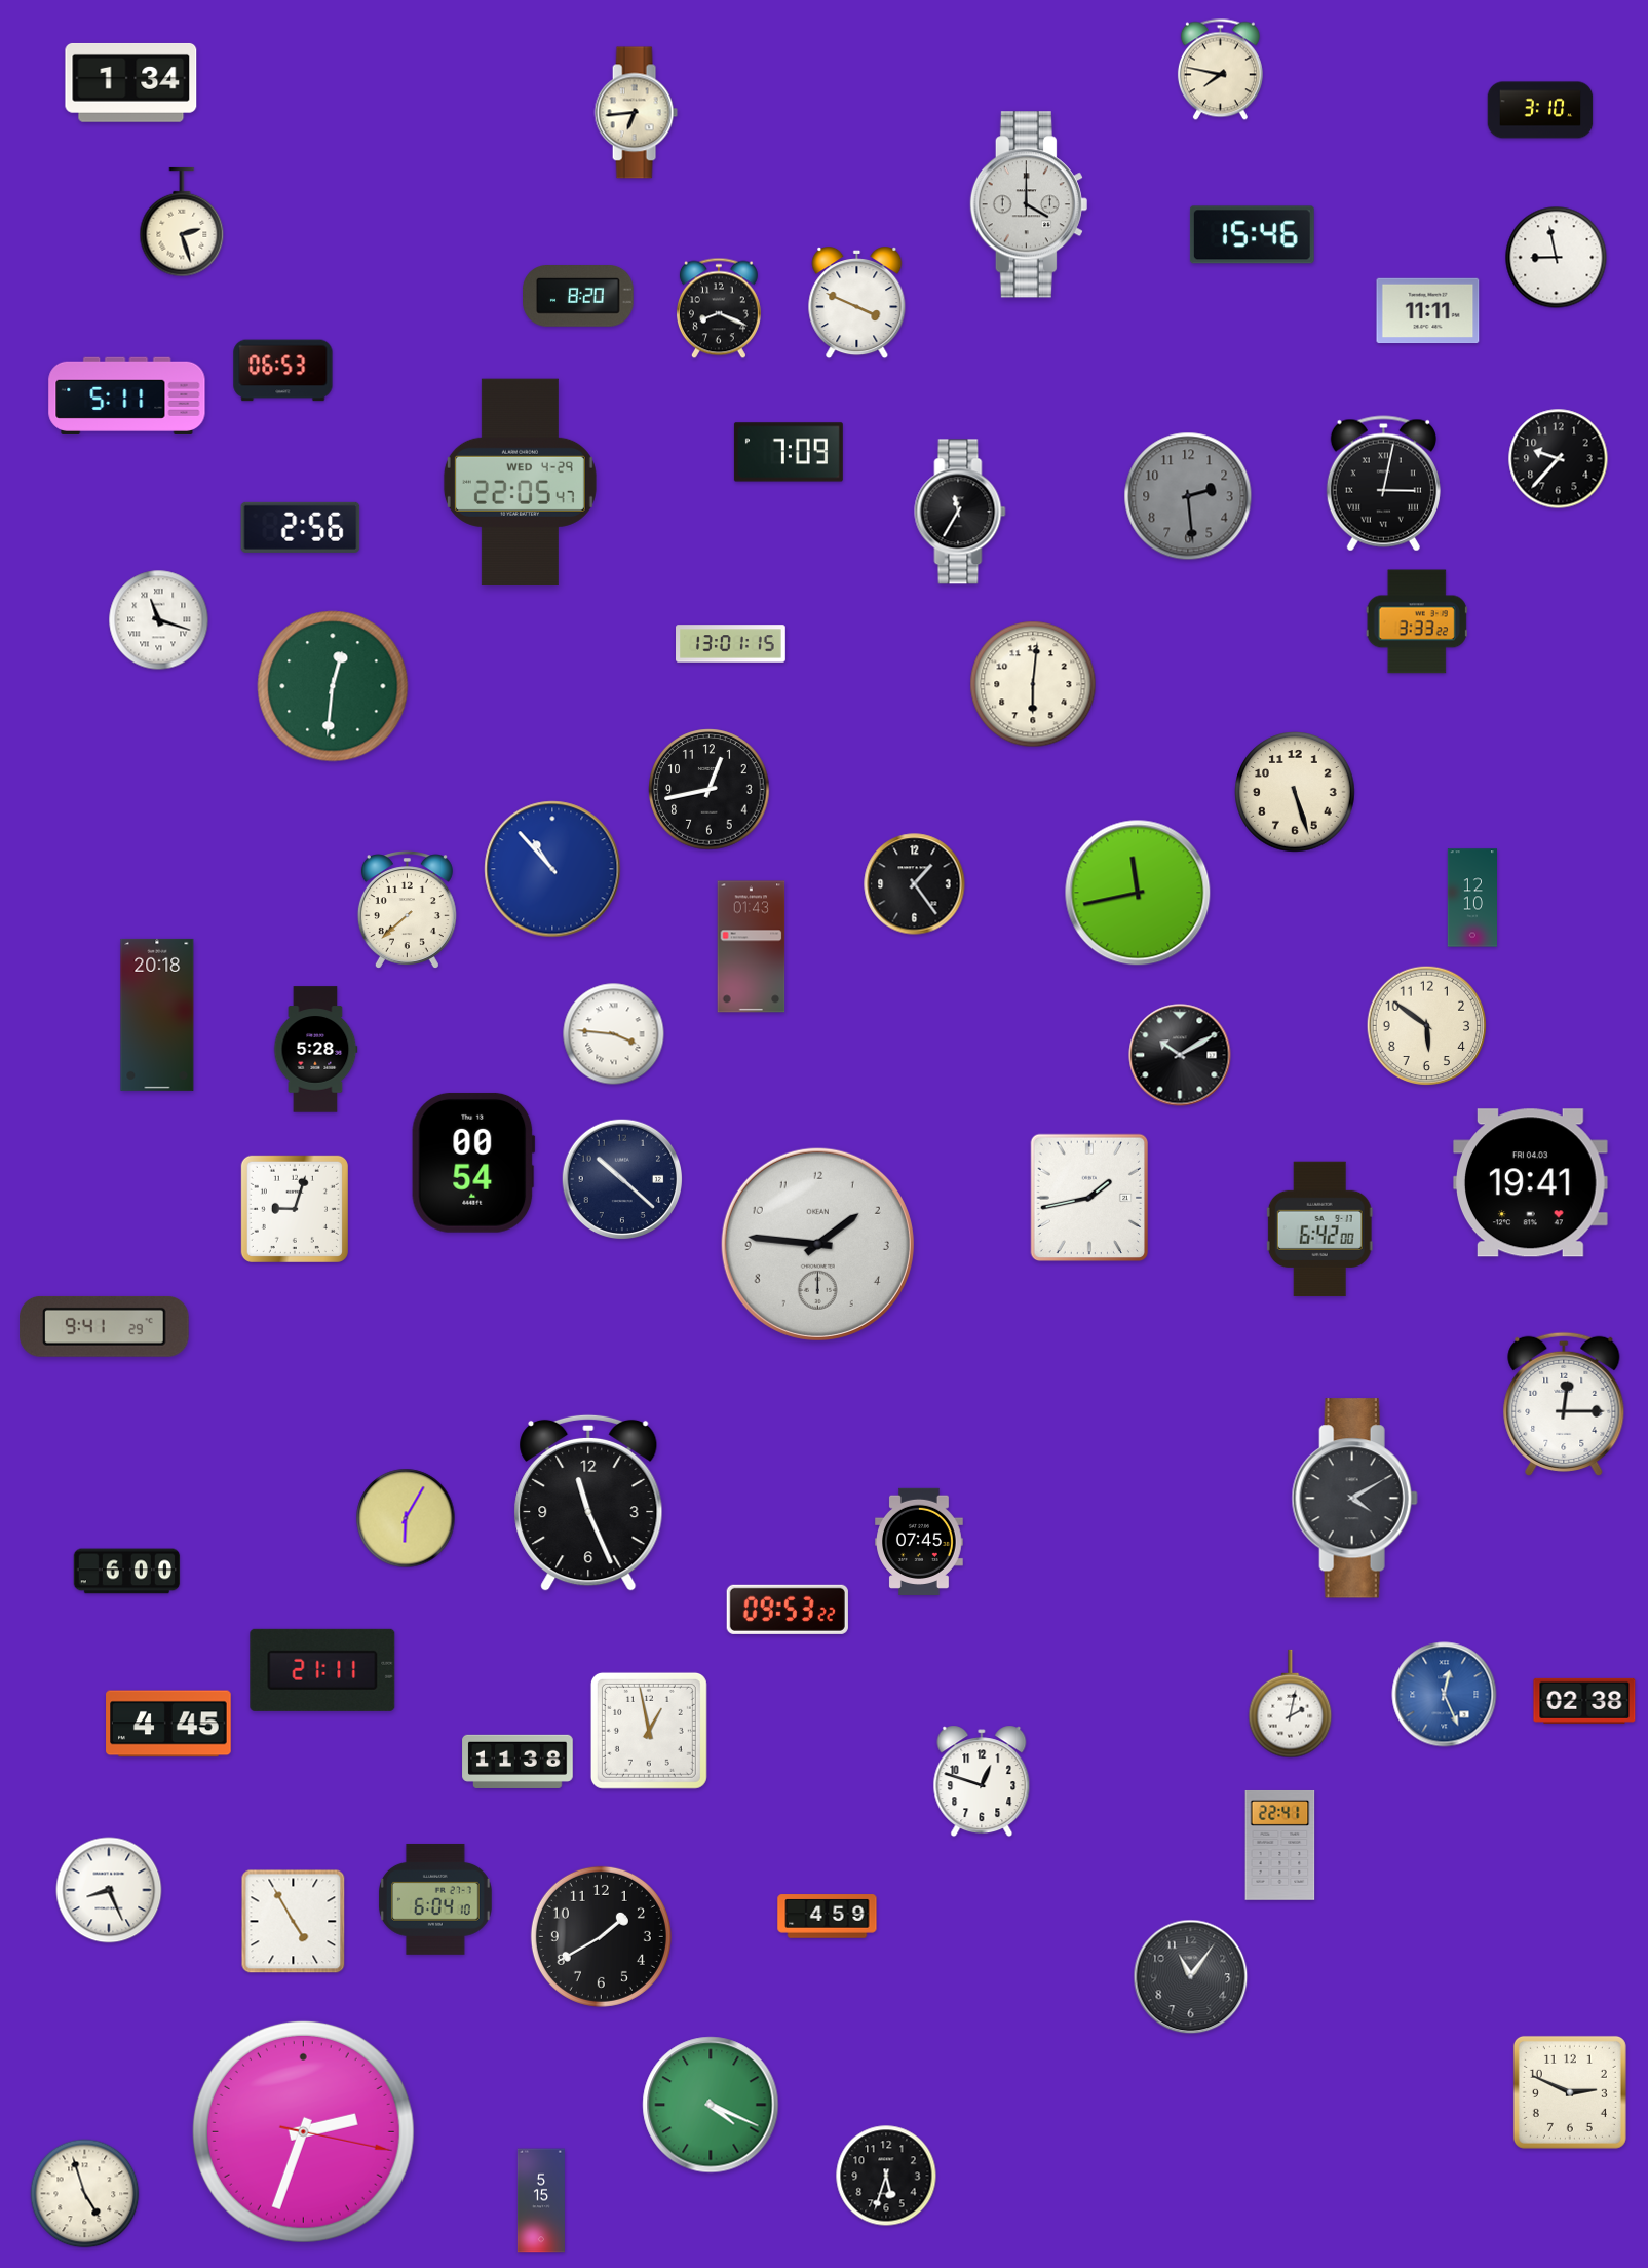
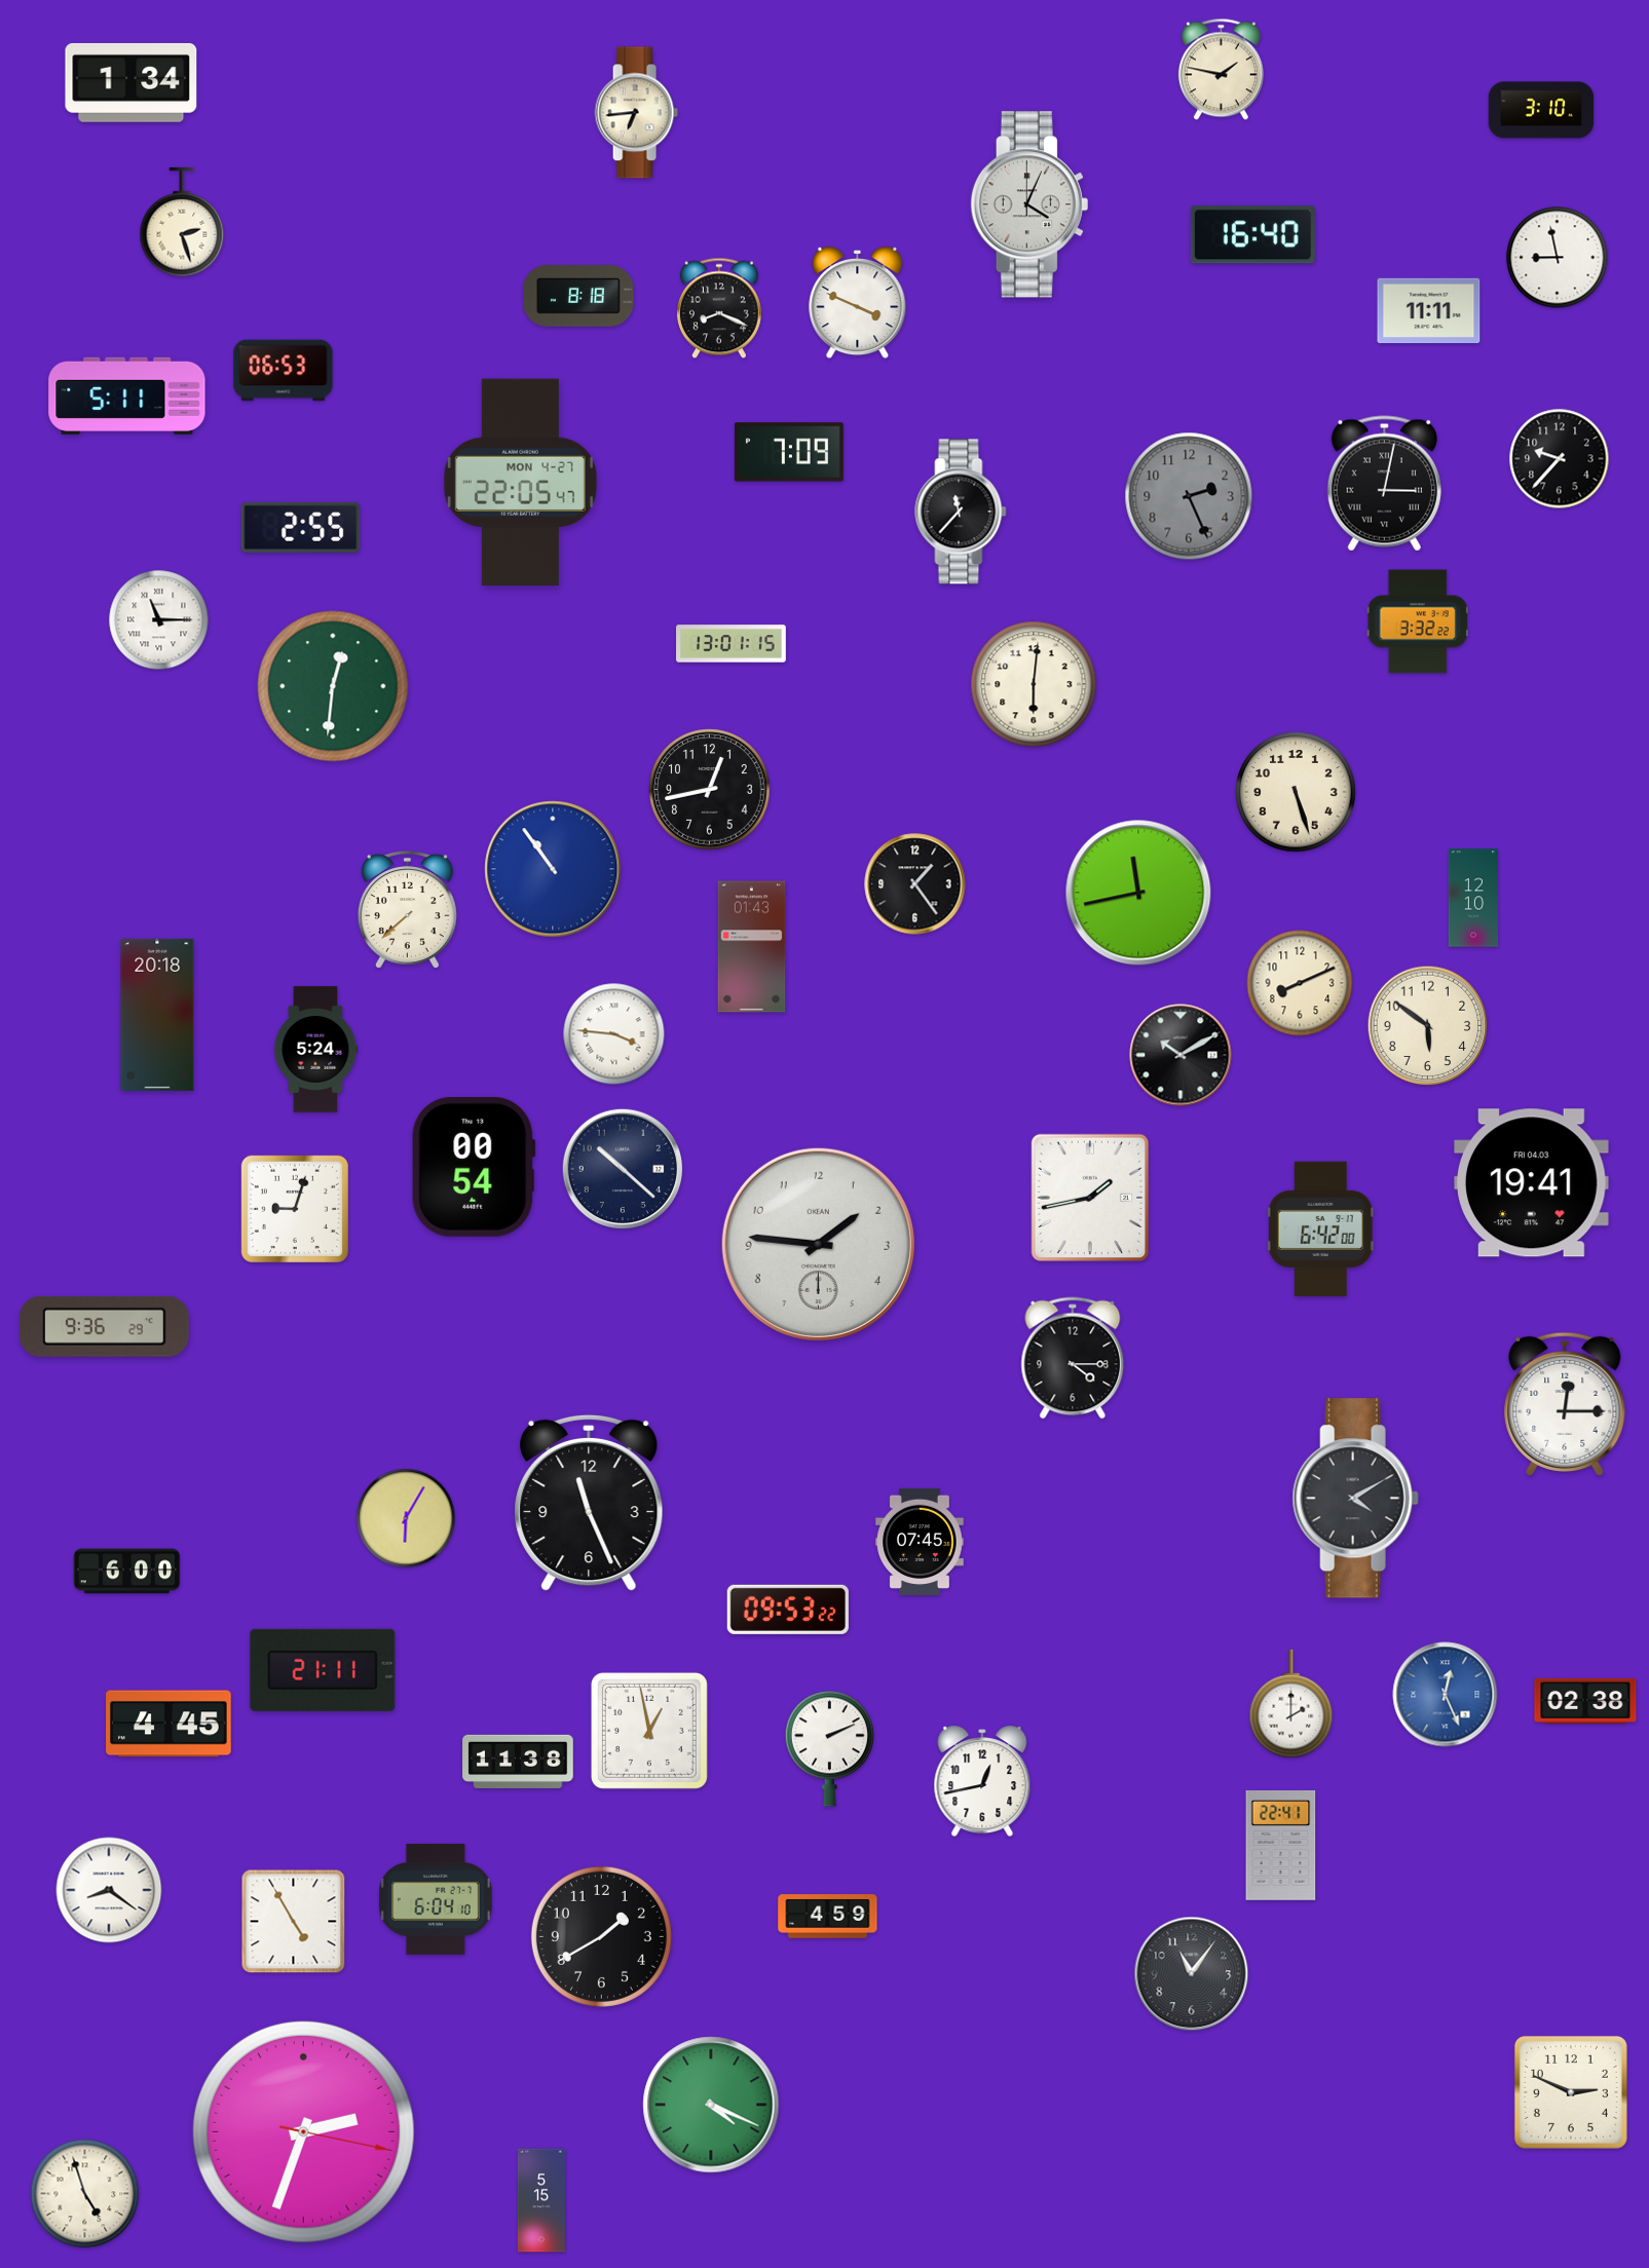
clock at (1220, 70): 7:47 -> 1:47
clock at (1029, 204): 4:00 -> 4:04
clock at (1252, 235): 15:46 -> 16:40
clock at (578, 297): 8:20 -> 8:18
clock at (520, 483) date: WED 4-29 -> MON 4-27
clock at (1188, 496): 2:29 -> 2:26
clock at (960, 512): 11:35 -> 11:37
clock at (301, 527): 2:56 -> 2:55
clock at (159, 620): 11:18 -> 11:15
clock at (1417, 621): 3:33 -> 3:32
clock at (552, 869): 10:53 -> 10:54
clock at (1300, 983): none -> 8:11
clock at (315, 1050): 5:28 -> 5:24
clock at (473, 1163) position: (473, 1163) -> (474, 1167)
clock at (622, 1179) position: (622, 1179) -> (623, 1169)
clock at (105, 1326): 9:41 -> 9:36
clock at (1073, 1358): none -> 4:15
clock at (1291, 1704): 2:02 -> 2:00
clock at (829, 1748): none -> 2:11
clock at (982, 1781): 12:48 -> 12:43
clock at (109, 1890): 8:26 -> 8:21
clock at (1191, 1977) position: (1191, 1977) -> (1192, 1974)
clock at (886, 2176): 5:33 -> none
